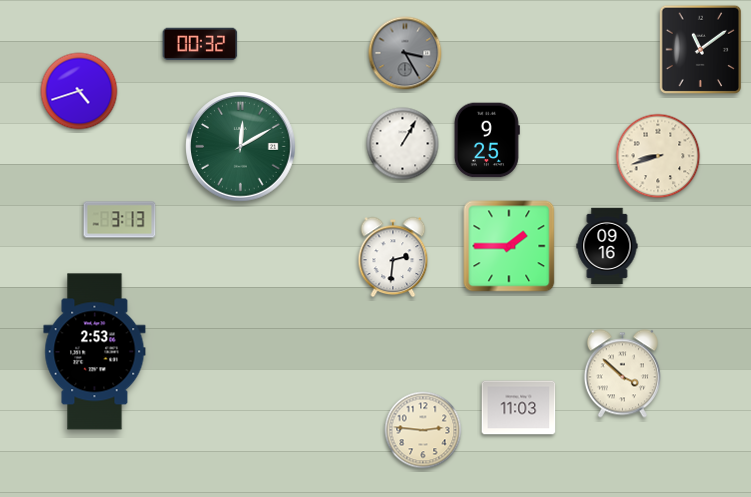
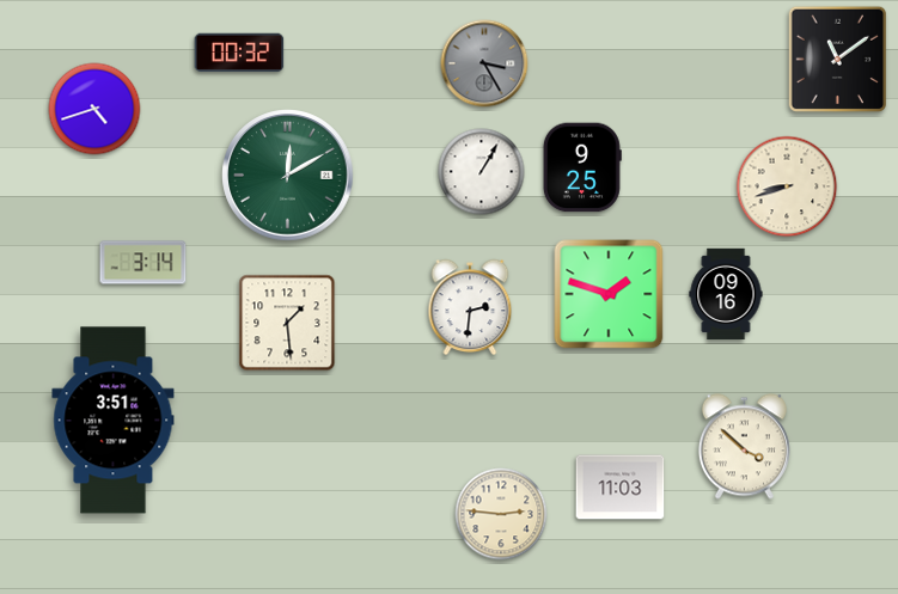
clock at (120, 220): 3:13 -> 3:14
clock at (509, 246): 1:45 -> 1:48
clock at (287, 323): none -> 1:29
clock at (95, 352): 2:53 -> 3:51
clock at (423, 430) position: (423, 430) -> (501, 514)
